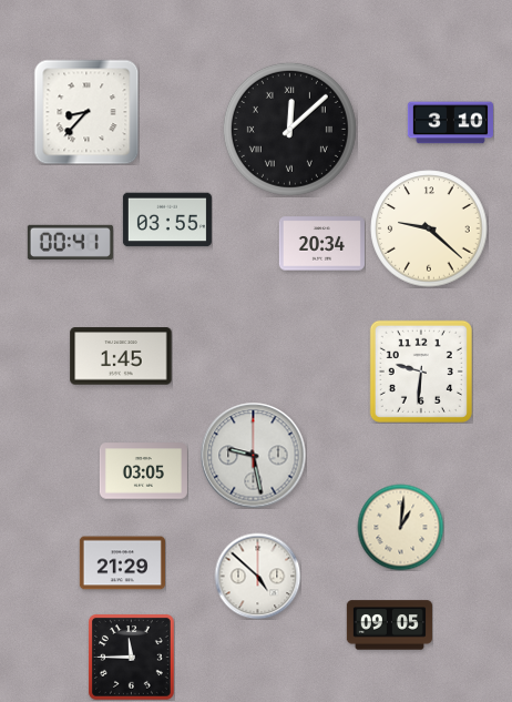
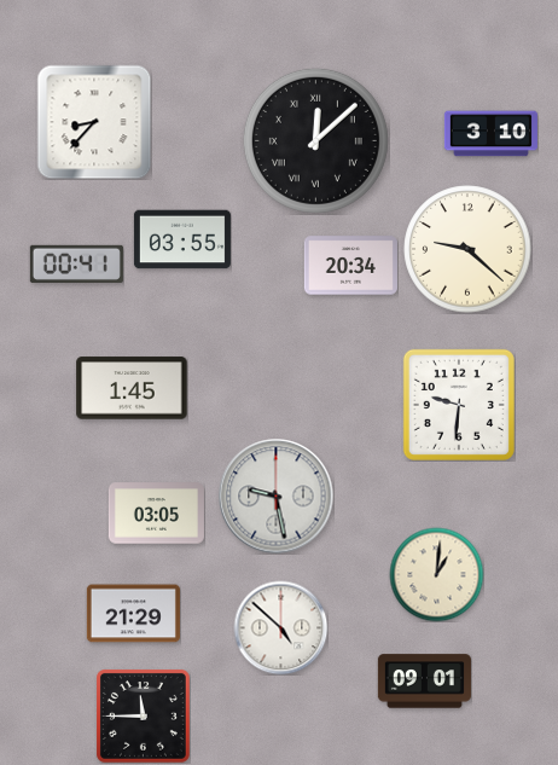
clock at (389, 625): 09:05 -> 09:01
